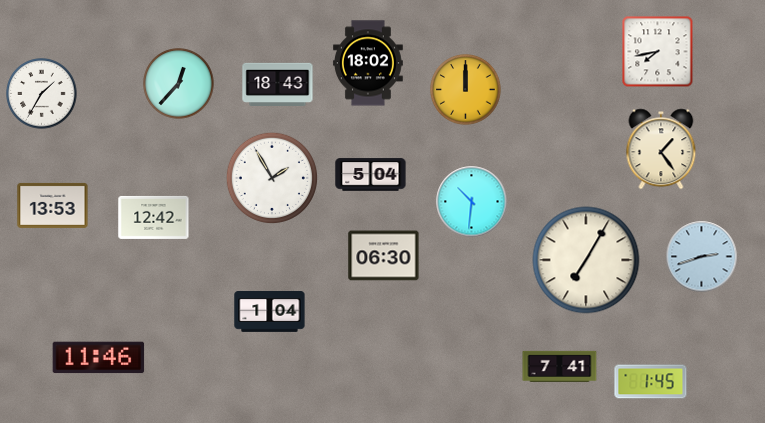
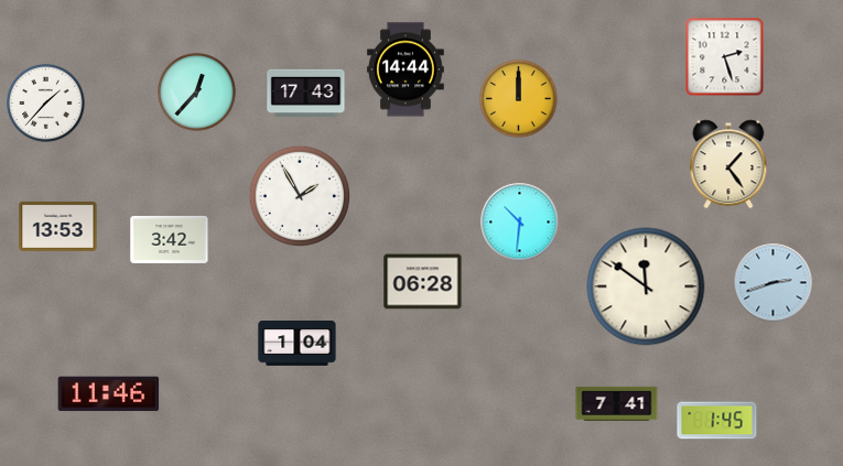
clock at (658, 52): 7:43 -> 2:27
clock at (368, 63): 18:02 -> 14:44
clock at (278, 84): 18:43 -> 17:43
clock at (466, 90) position: (466, 90) -> (519, 99)
clock at (42, 94): 1:35 -> 1:37
clock at (371, 175): 5:04 -> none
clock at (154, 217): 12:42 -> 3:42
clock at (384, 256): 06:30 -> 06:28
clock at (586, 260): 7:05 -> 11:51
